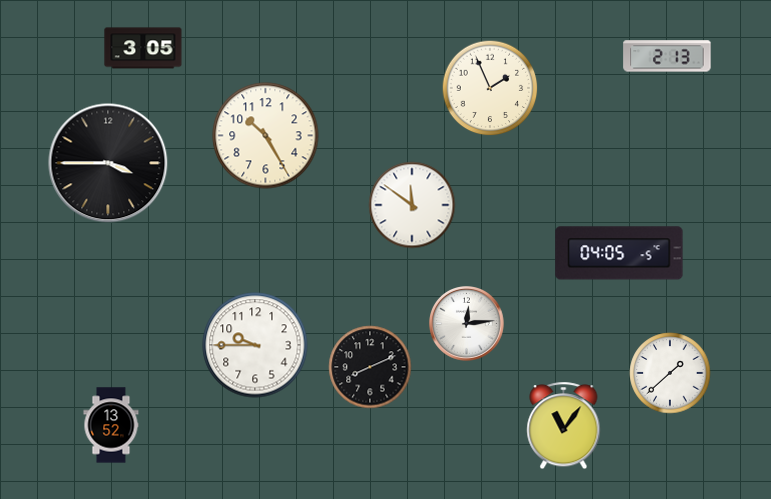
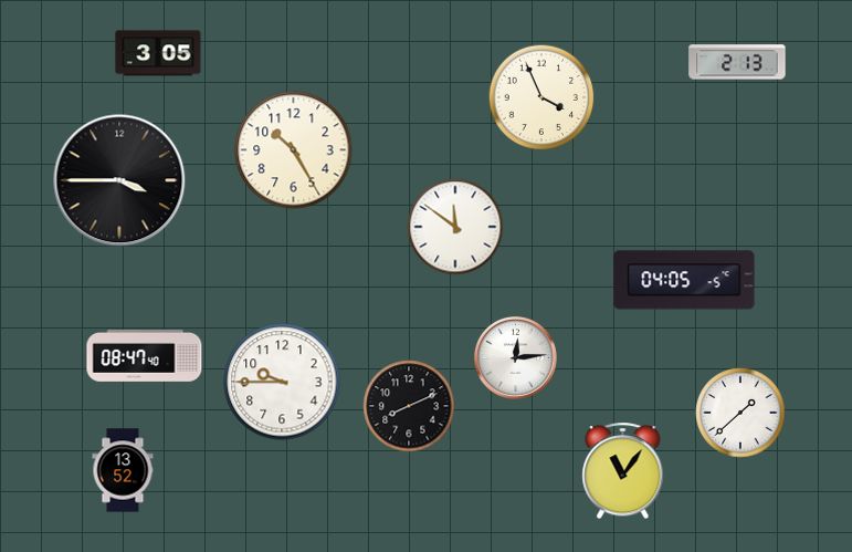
clock at (490, 88): 1:56 -> 3:56
clock at (145, 356): none -> 08:47
